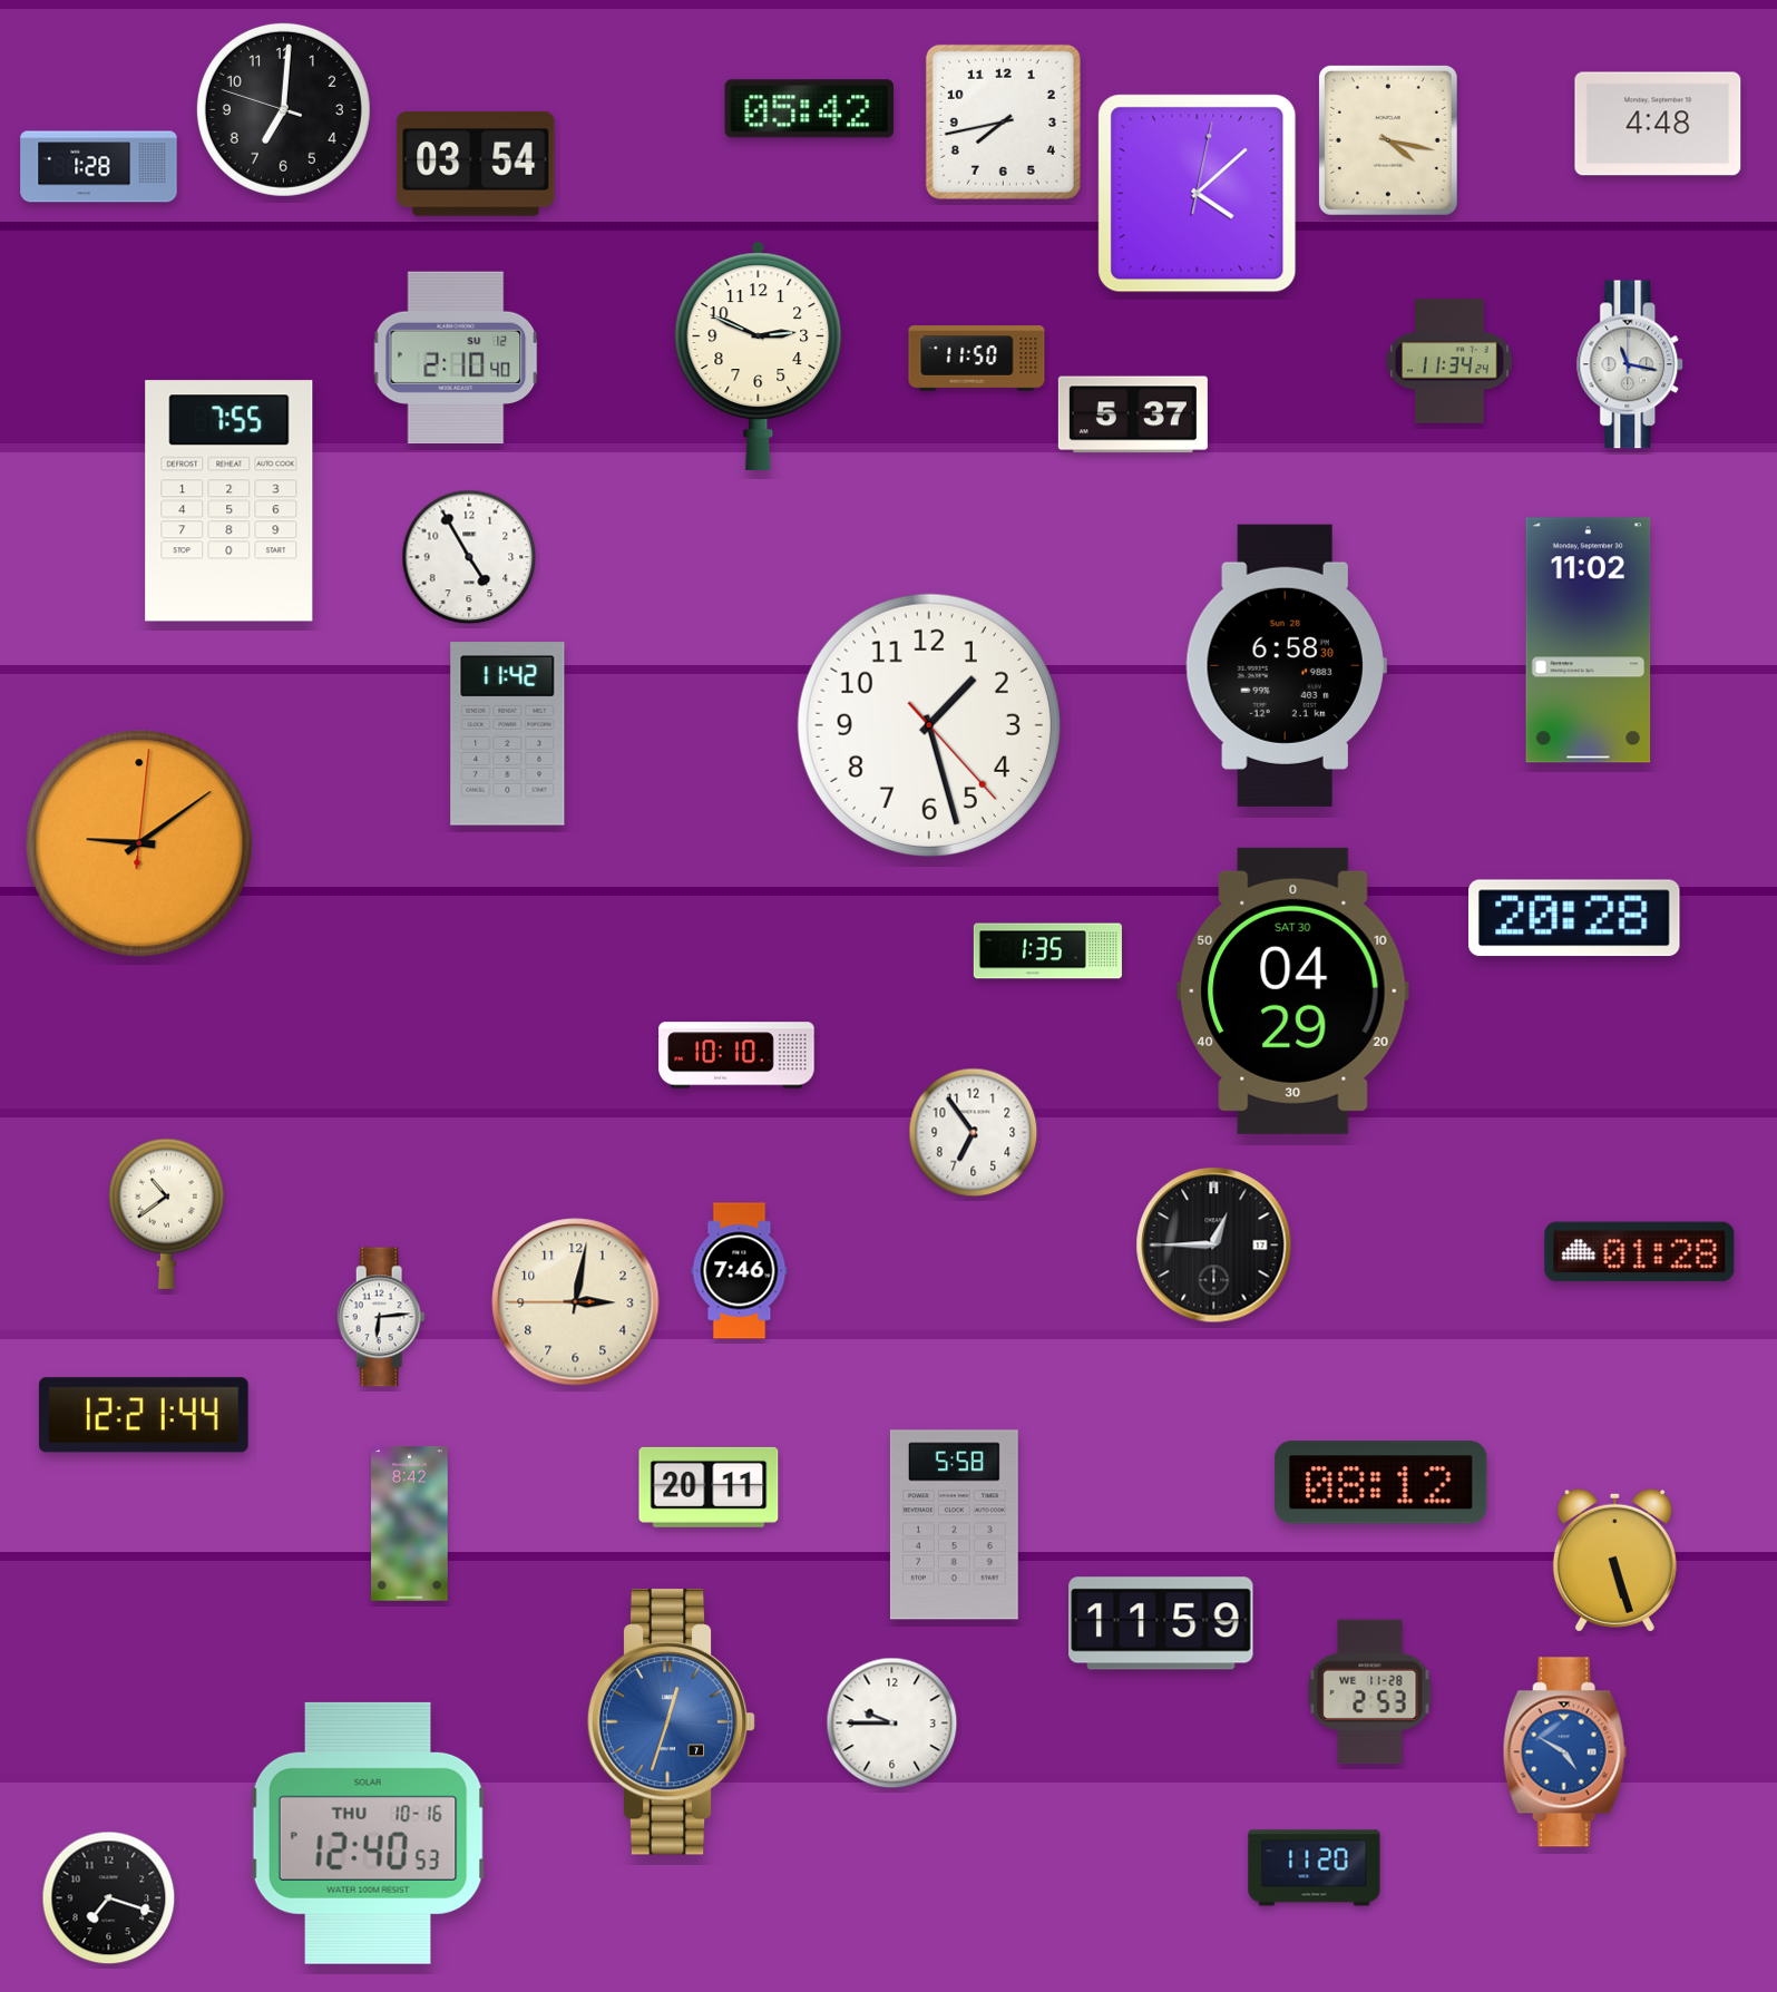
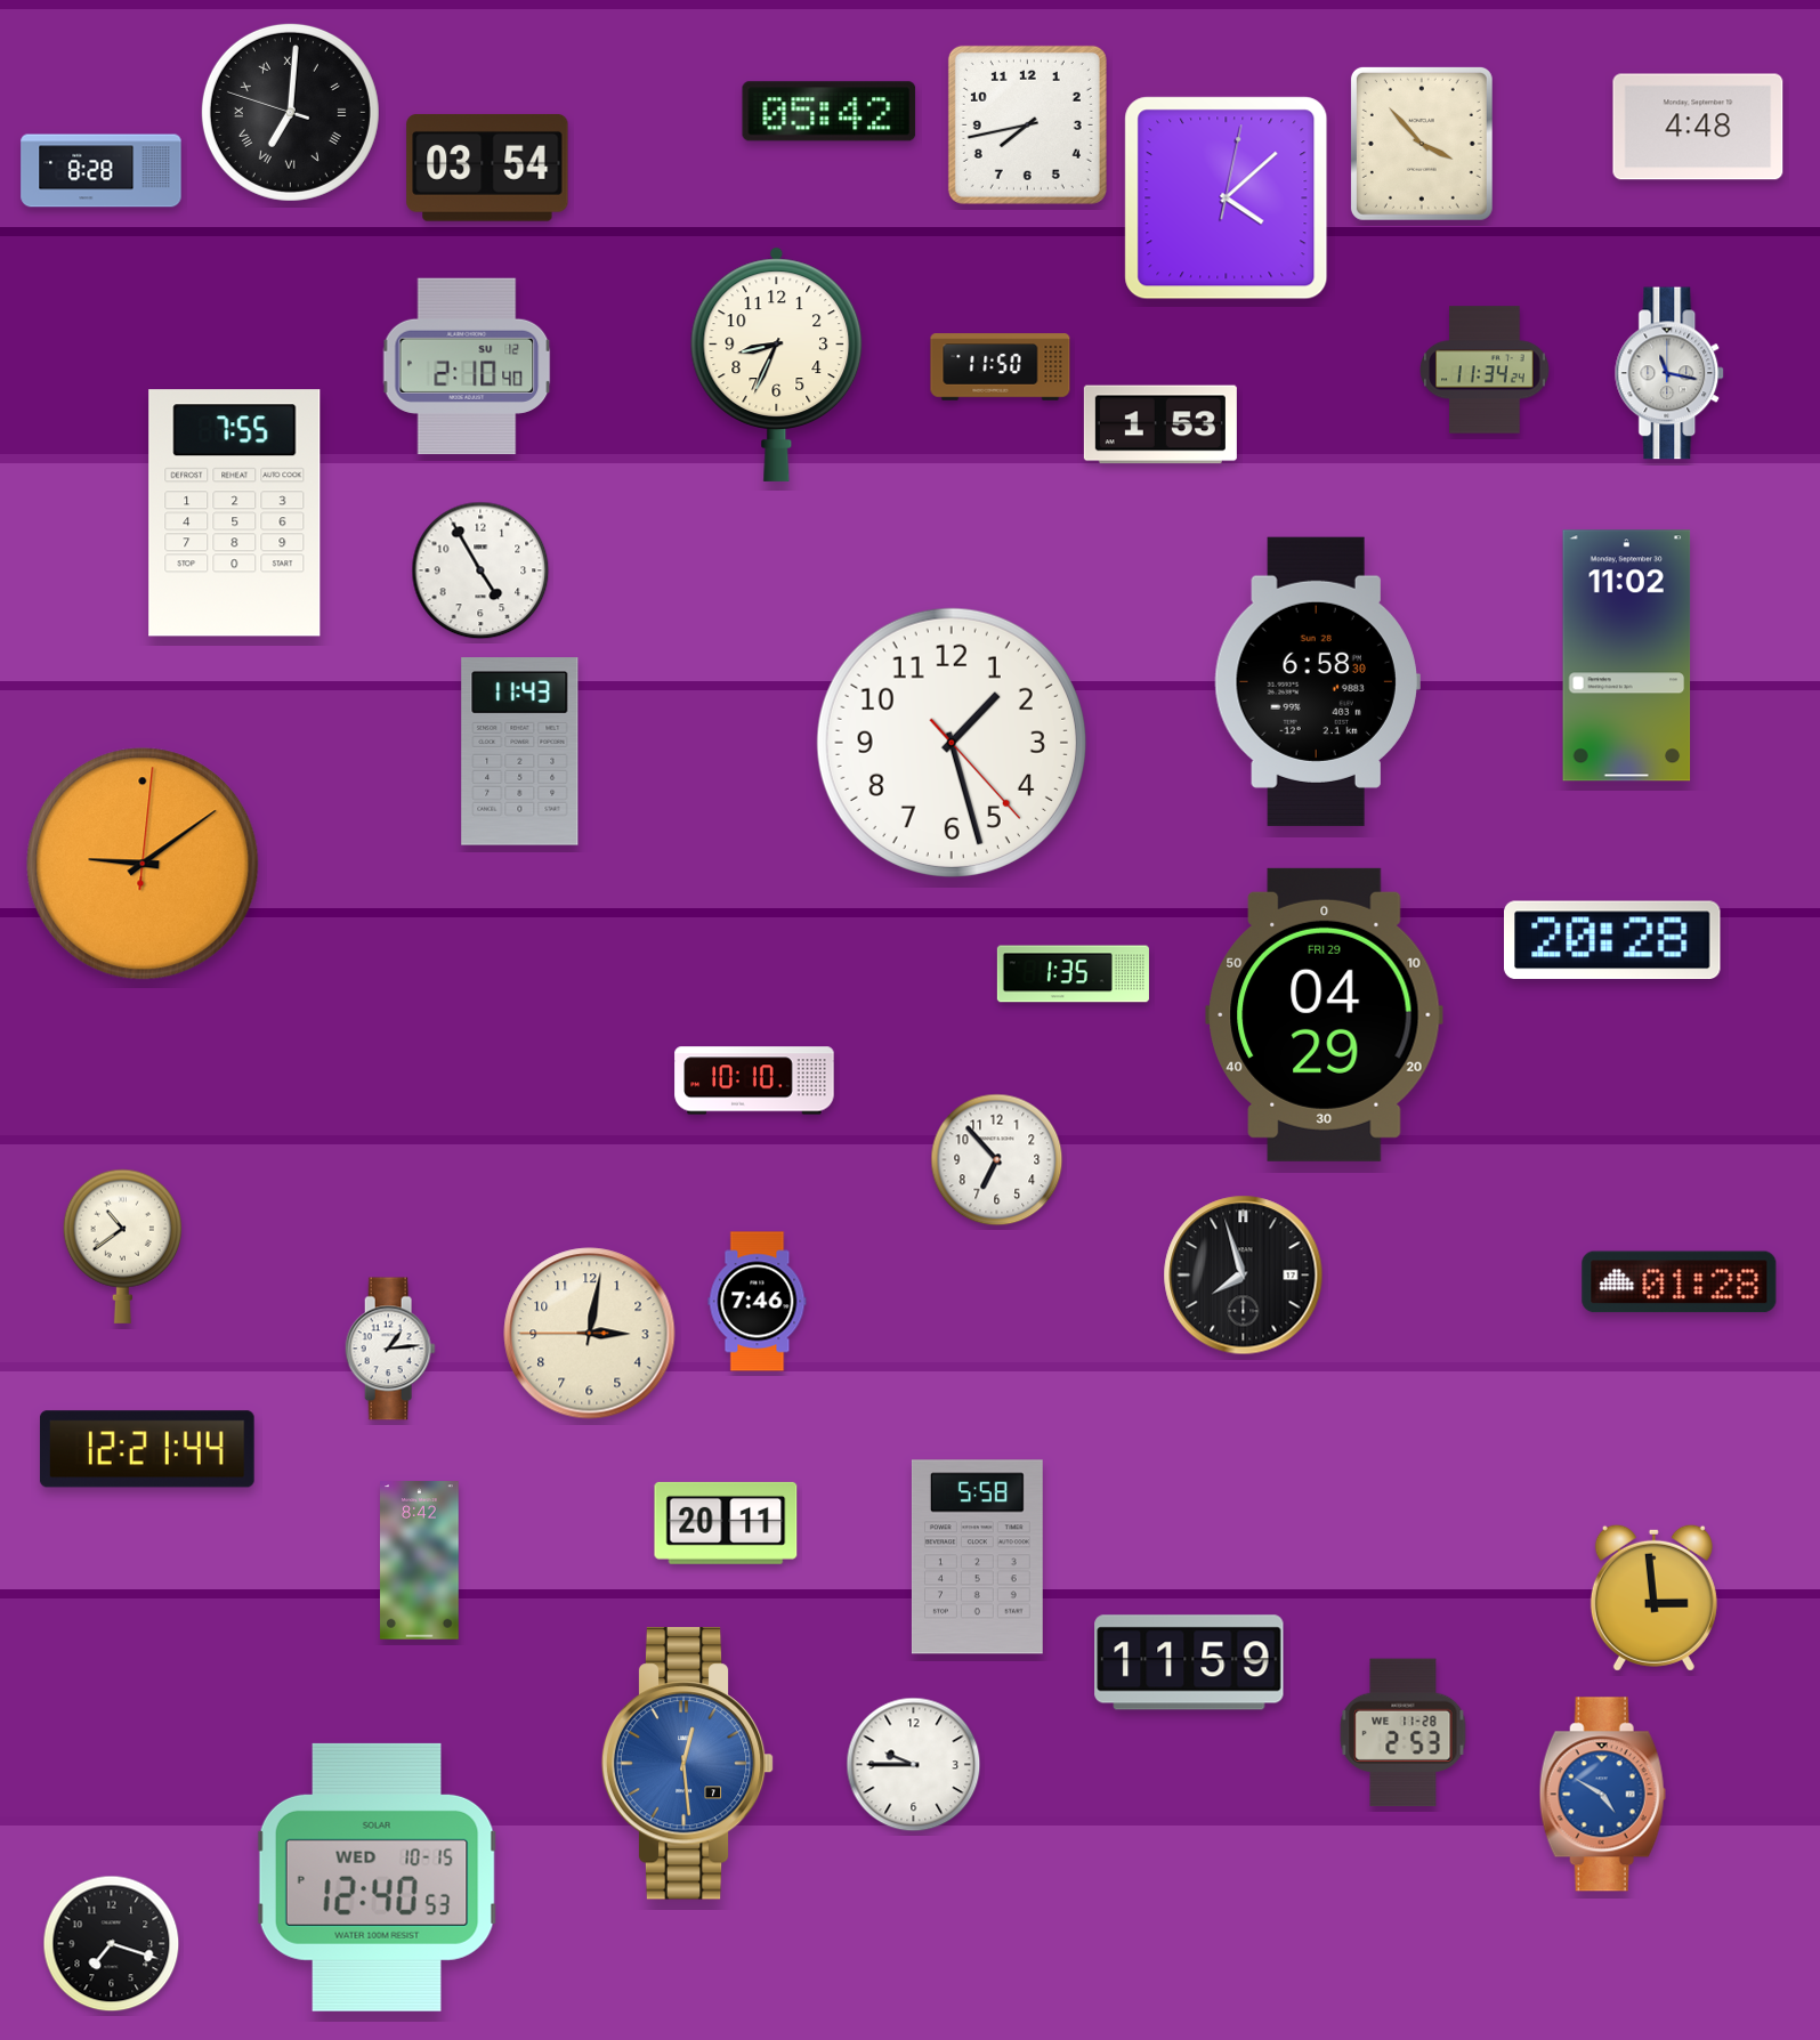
clock at (283, 109) numerals: Arabic -> Roman
clock at (1388, 140): 4:17 -> 3:53
clock at (99, 167): 1:28 -> 8:28
clock at (759, 355): 2:49 -> 8:34
clock at (1133, 414): 5:37 -> 1:53
clock at (508, 734): 11:42 -> 11:43
clock at (1293, 990) date: SAT 30 -> FRI 29
clock at (974, 1133): 6:54 -> 6:53
clock at (166, 1213) position: (166, 1213) -> (122, 1246)
clock at (1214, 1246): 12:45 -> 7:57
clock at (381, 1317): 6:14 -> 1:14
clock at (1381, 1483): 08:12 -> none
clock at (954, 1525) position: (954, 1525) -> (977, 1557)
clock at (1614, 1560): 5:27 -> 2:59
clock at (672, 1722): 12:33 -> 12:29
clock at (369, 1833) date: THU 10-16 -> WED 10-15
clock at (1315, 1868): 11:20 -> none
